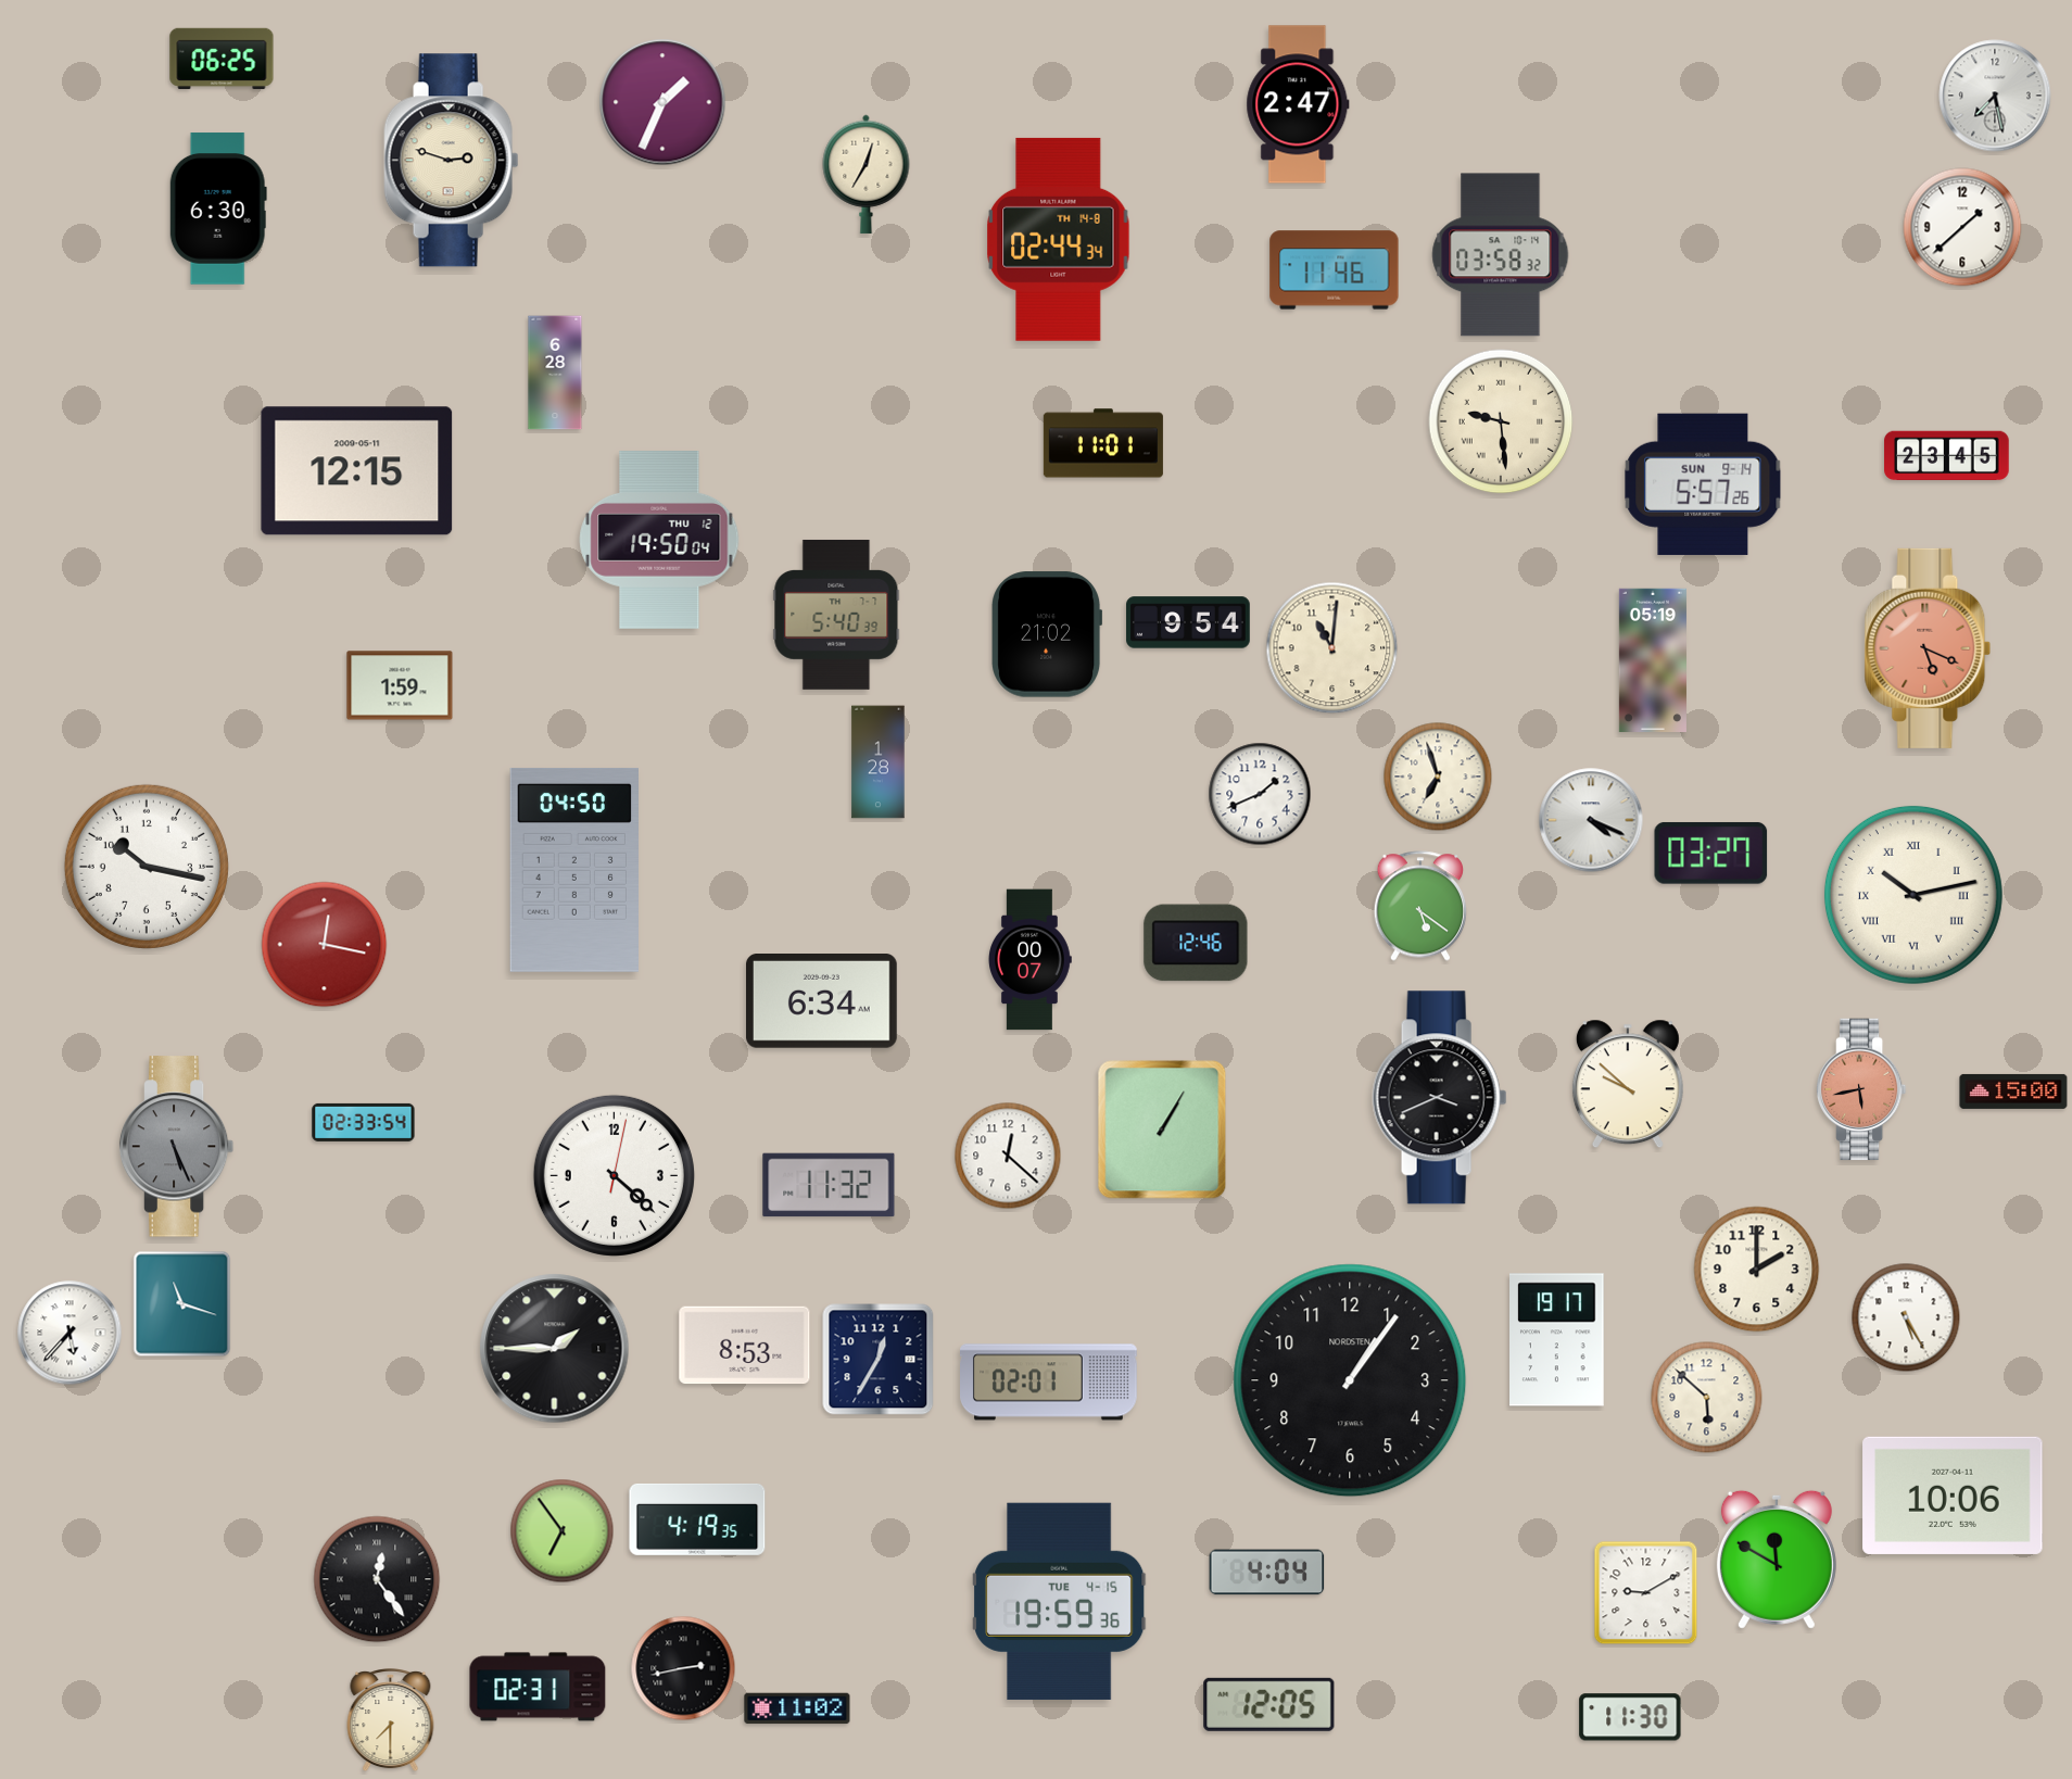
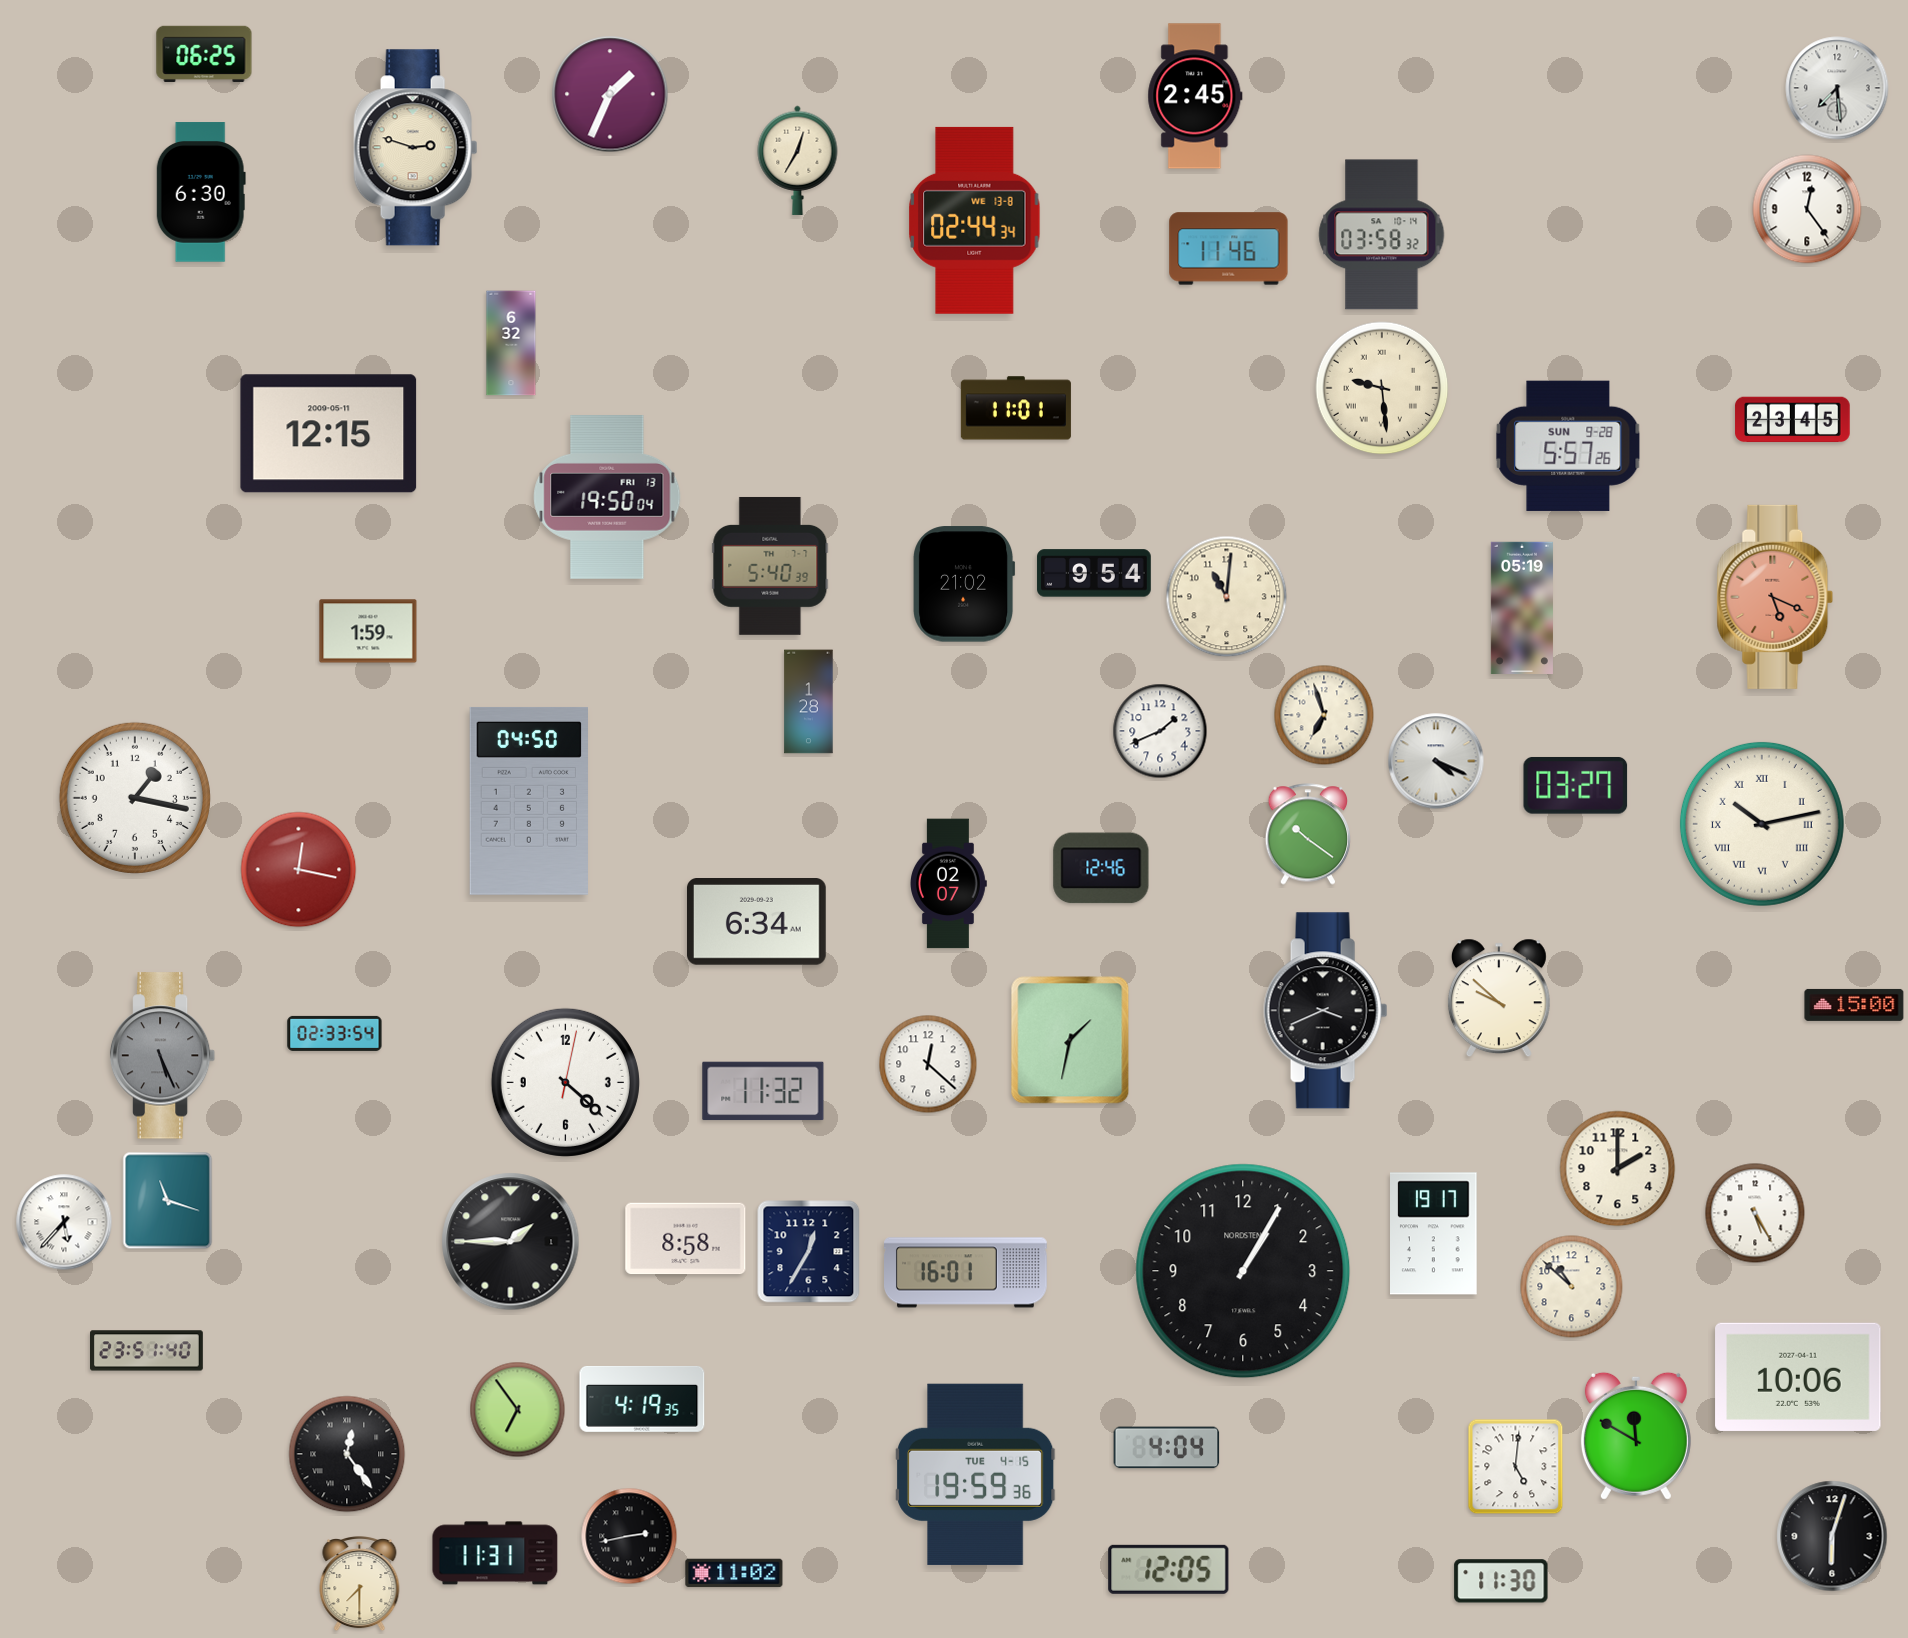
clock at (1995, 96): 7:28 -> 7:29
clock at (1298, 104): 2:47 -> 2:45
clock at (1962, 227): 1:38 -> 12:24
clock at (1059, 239) date: TH 14-8 -> WE 13-8
clock at (555, 373): 6:28 -> 6:32
clock at (1703, 484) date: SUN 9-14 -> SUN 9-28
clock at (659, 541) date: THU 12 -> FRI 13
clock at (1591, 820) position: (1591, 820) -> (1436, 761)
clock at (147, 867): 10:17 -> 1:17
clock at (1419, 906): 5:21 -> 10:21
clock at (1031, 960): 00:07 -> 02:07
clock at (1861, 1089): 5:43 -> none
clock at (1162, 1130): 1:05 -> 1:32
clock at (70, 1333) position: (70, 1333) -> (64, 1222)
clock at (745, 1346): 8:53 -> 8:58
clock at (1350, 1380): 1:06 -> 1:05
clock at (1049, 1383): 02:01 -> 16:01
clock at (1707, 1398): 5:52 -> 10:52
clock at (147, 1351): none -> 23:51
clock at (1646, 1593): 9:10 -> 5:01
clock at (1832, 1536): none -> 6:03
clock at (538, 1687): 02:31 -> 11:31
